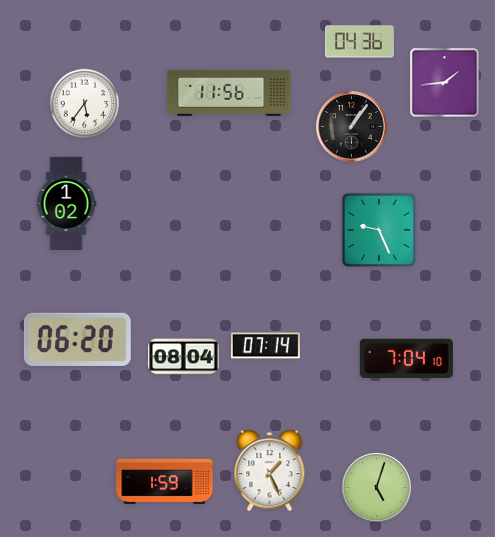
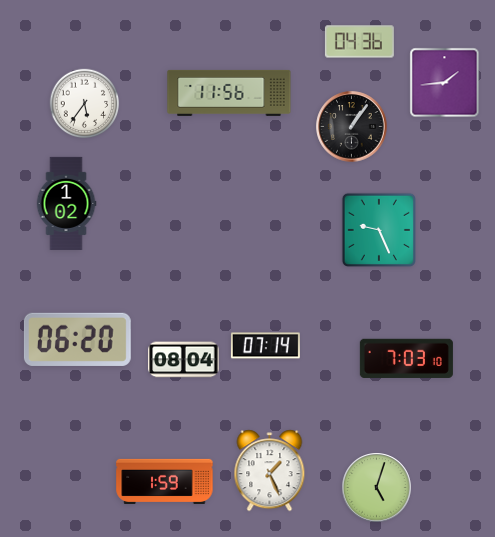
clock at (184, 357) position: (184, 357) -> (184, 360)
clock at (406, 358): 7:04 -> 7:03
